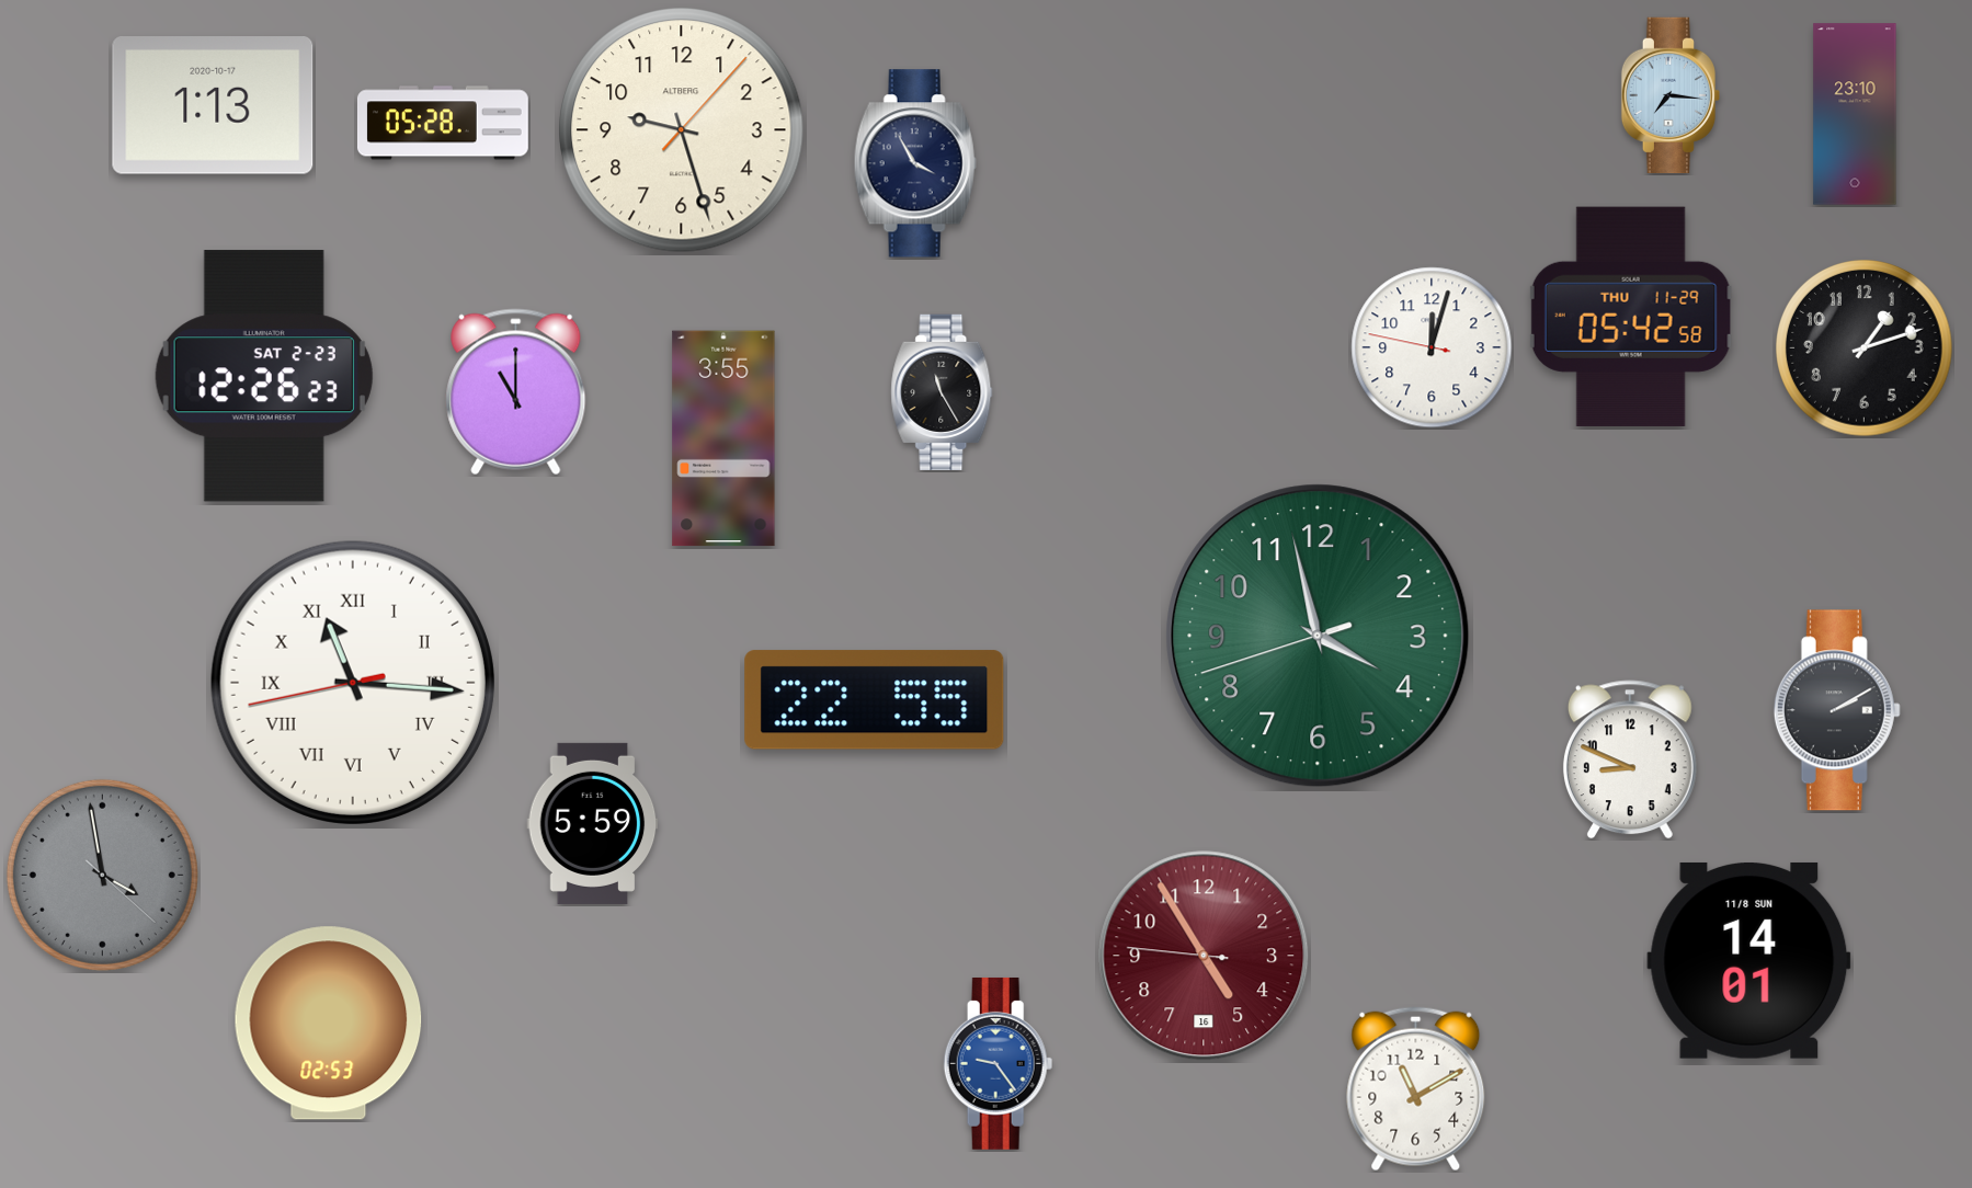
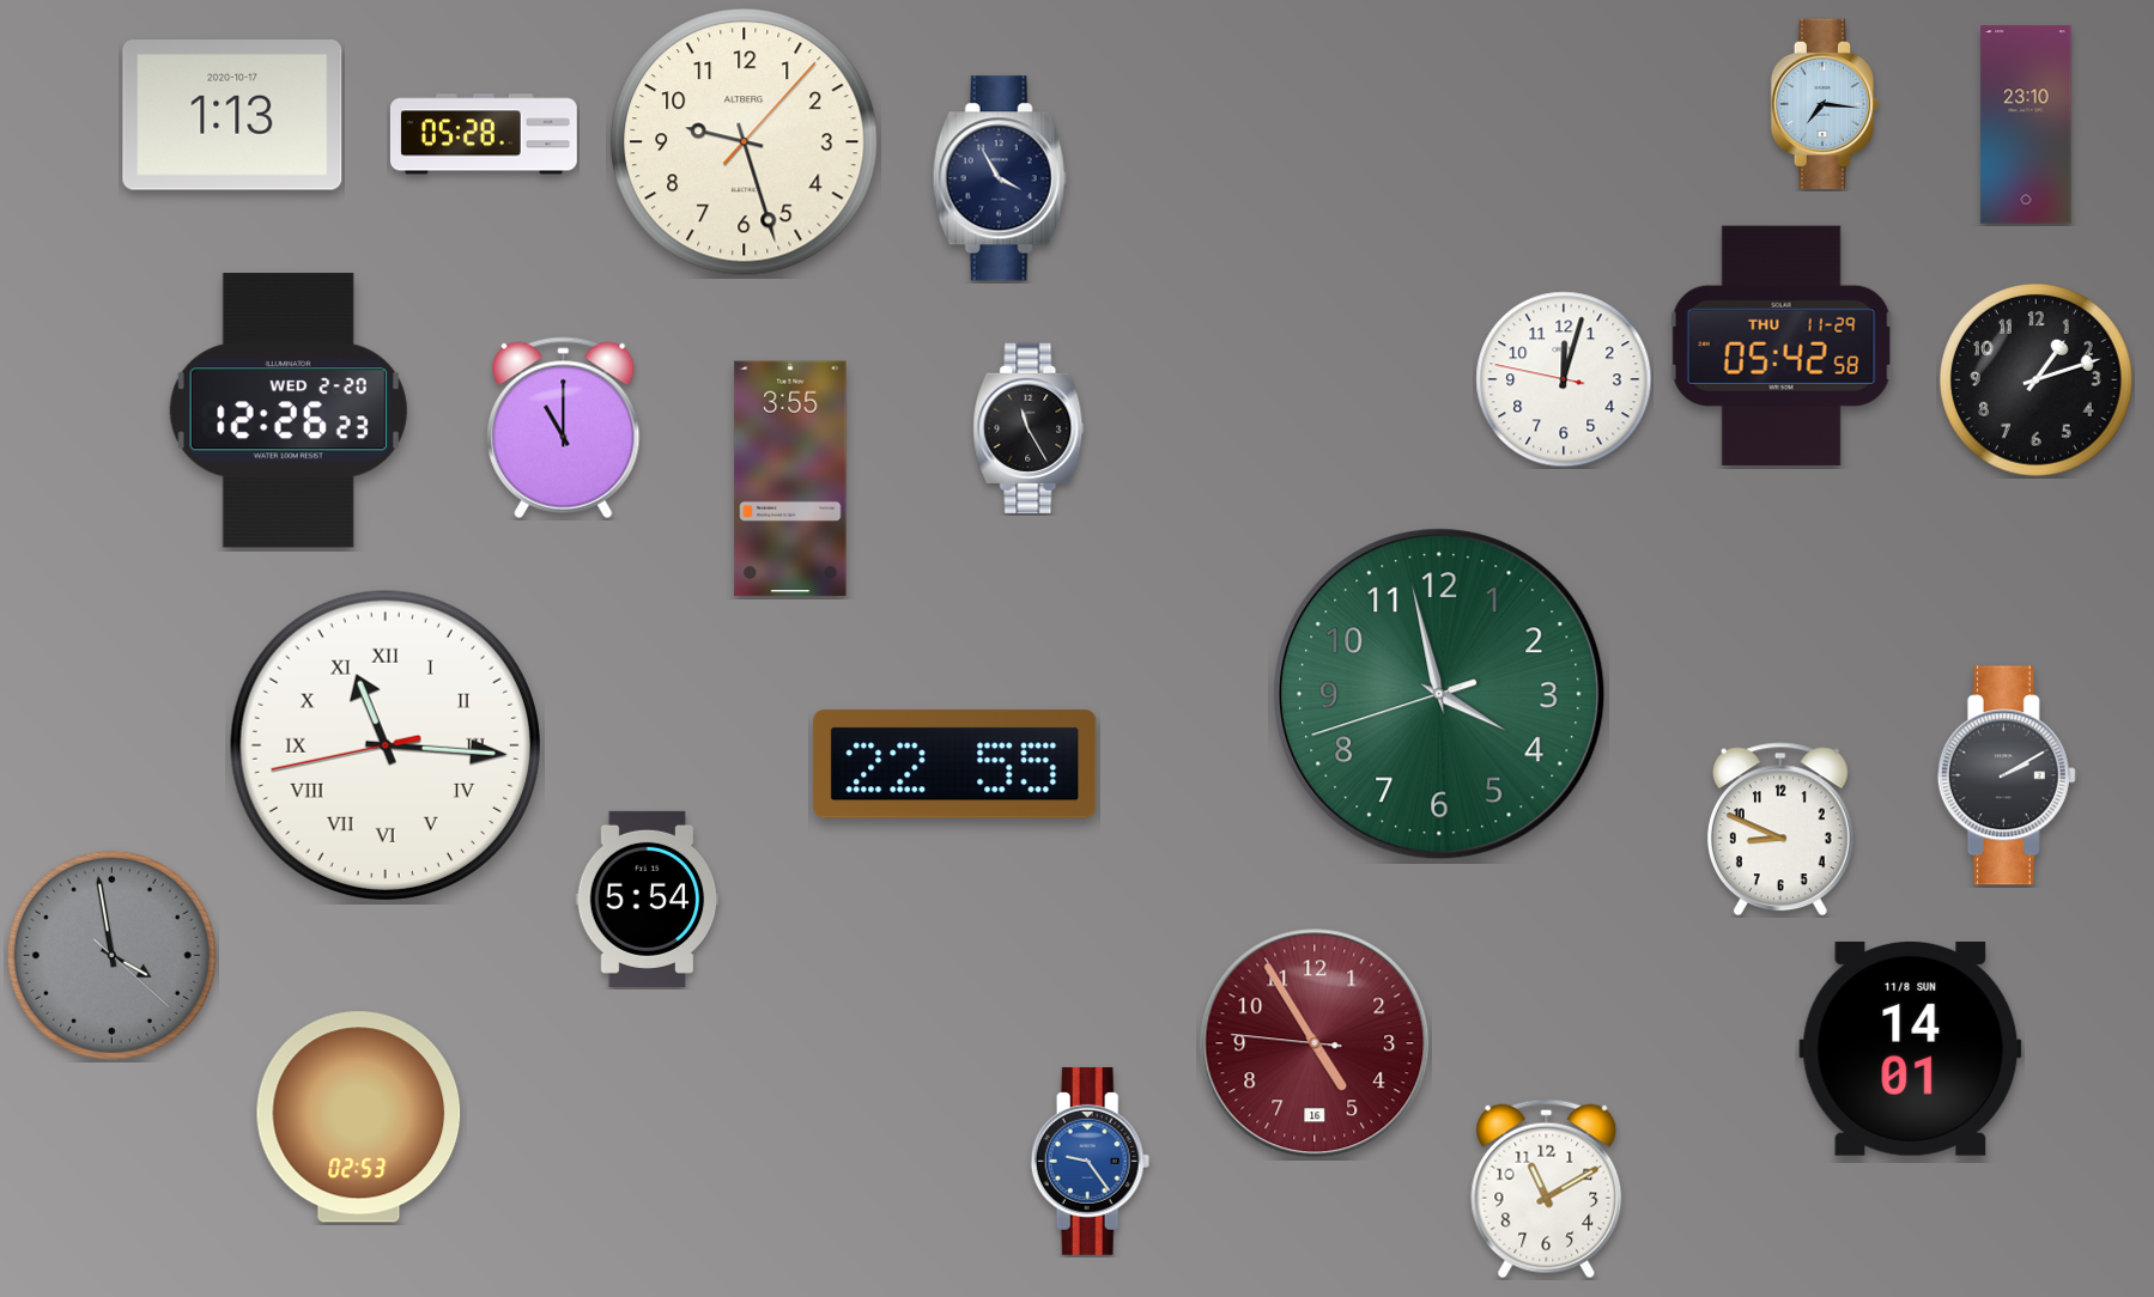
clock at (264, 376) date: SAT 2-23 -> WED 2-20
clock at (593, 823): 5:59 -> 5:54
